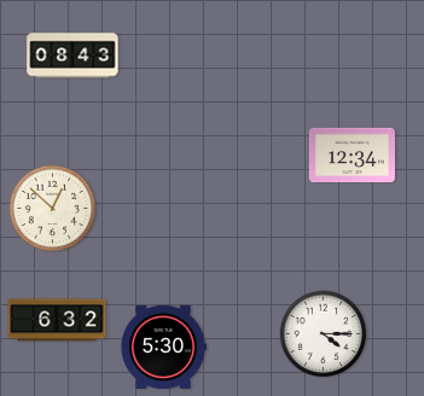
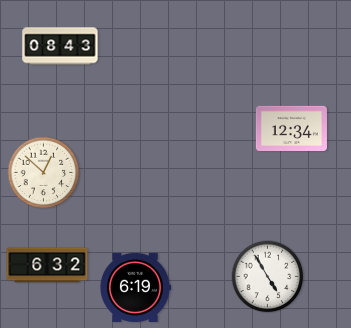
clock at (324, 334): 4:15 -> 4:55
clock at (163, 346): 5:30 -> 6:19
